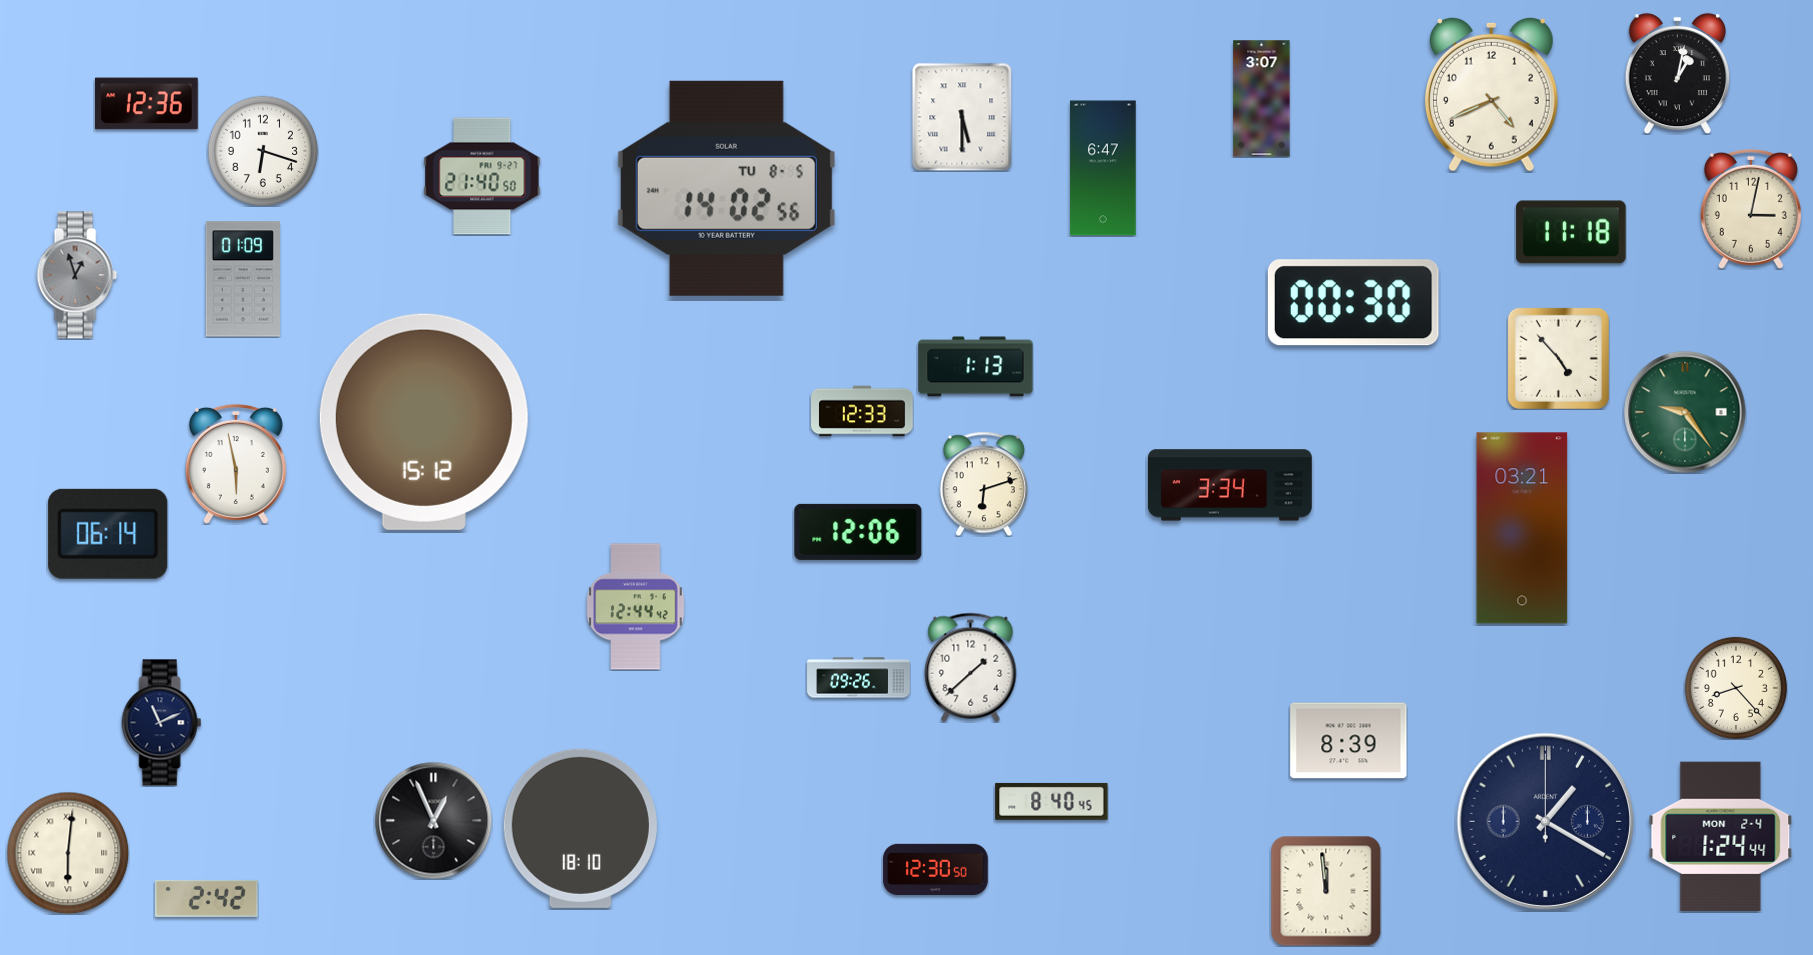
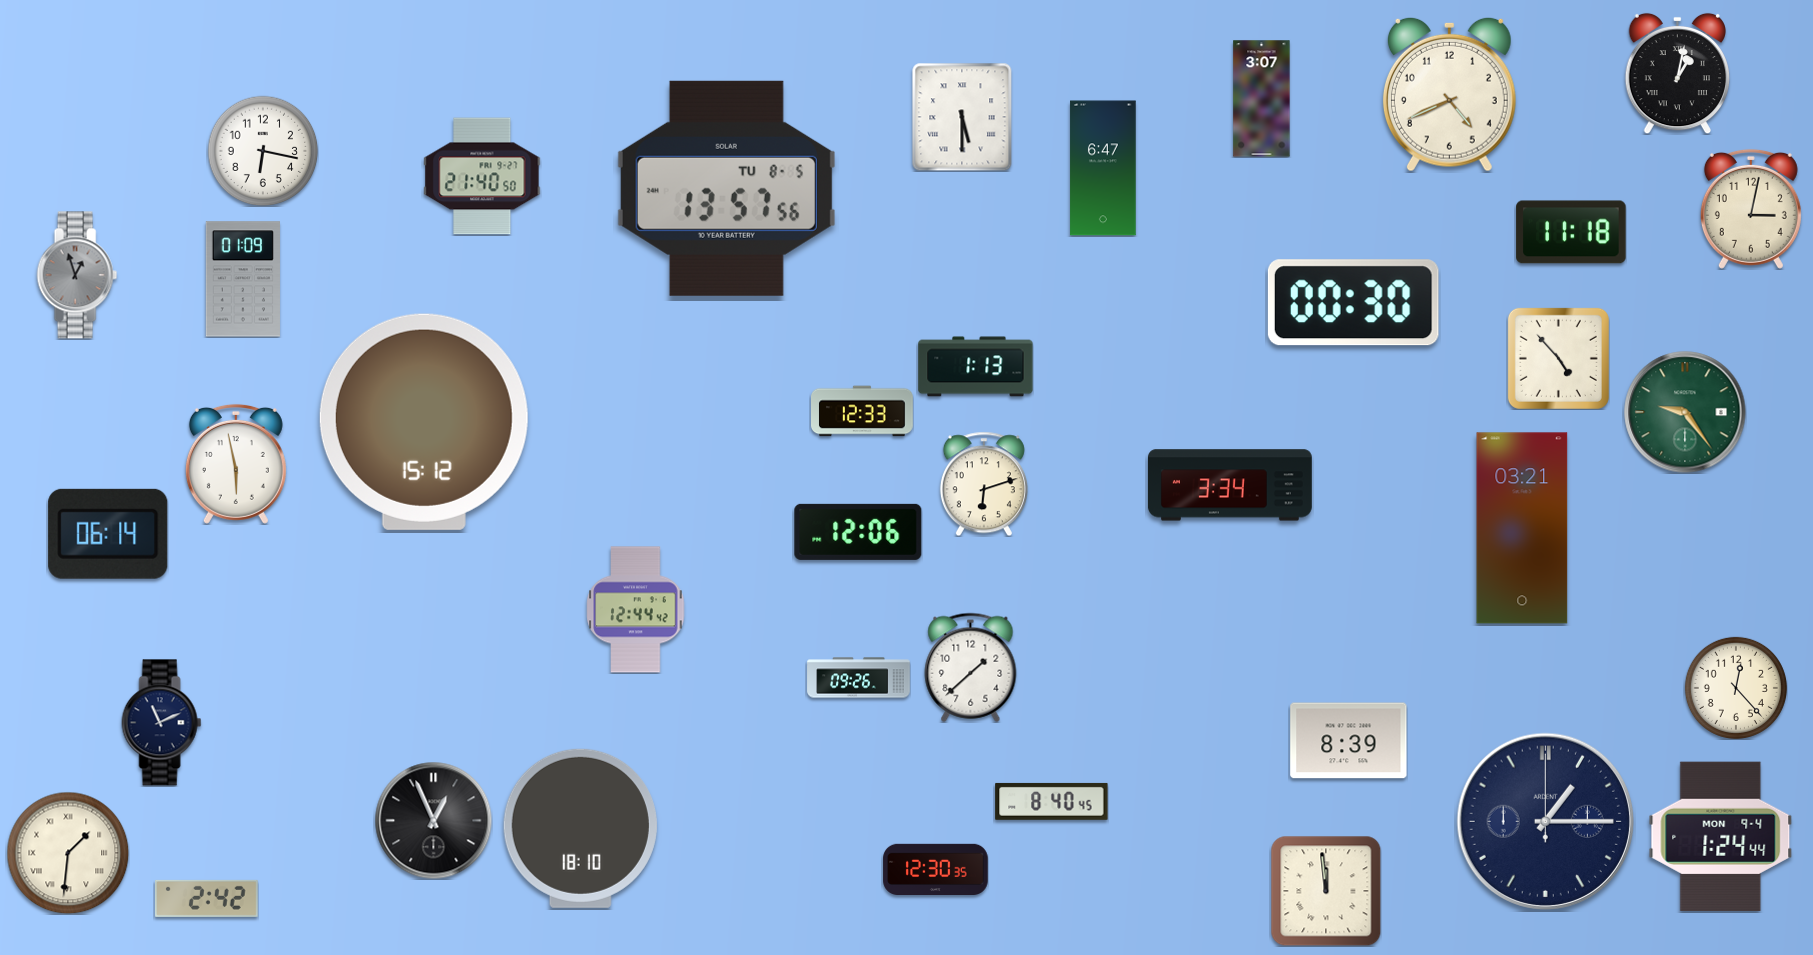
clock at (1491, 94) position: (1491, 94) -> (1449, 94)
clock at (146, 104): 12:36 -> none
clock at (263, 151): 6:18 -> 6:17
clock at (726, 188): 14:02 -> 13:57
clock at (636, 607) position: (636, 607) -> (636, 610)
clock at (1736, 688): 8:23 -> 12:23
clock at (1545, 821): 1:20 -> 1:15
clock at (1721, 836) date: MON 2-4 -> MON 9-4
clock at (68, 853): 6:01 -> 1:31
clock at (936, 869): 12:30:50 -> 12:30:35
